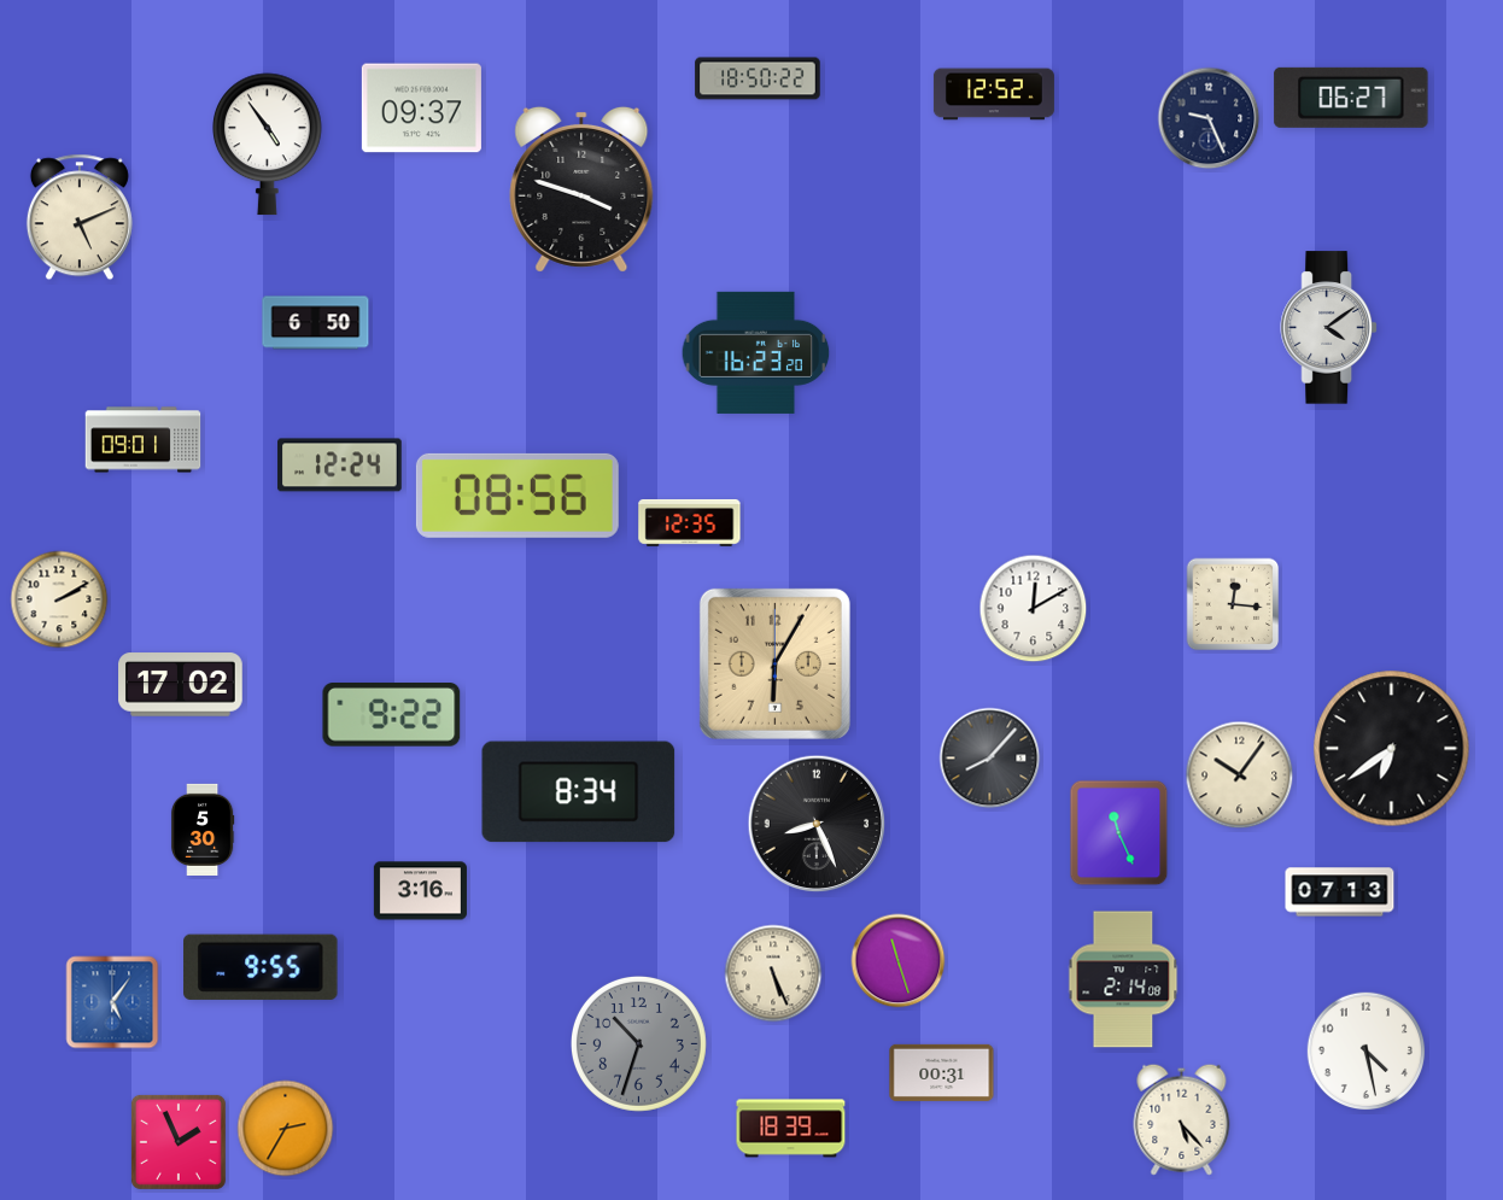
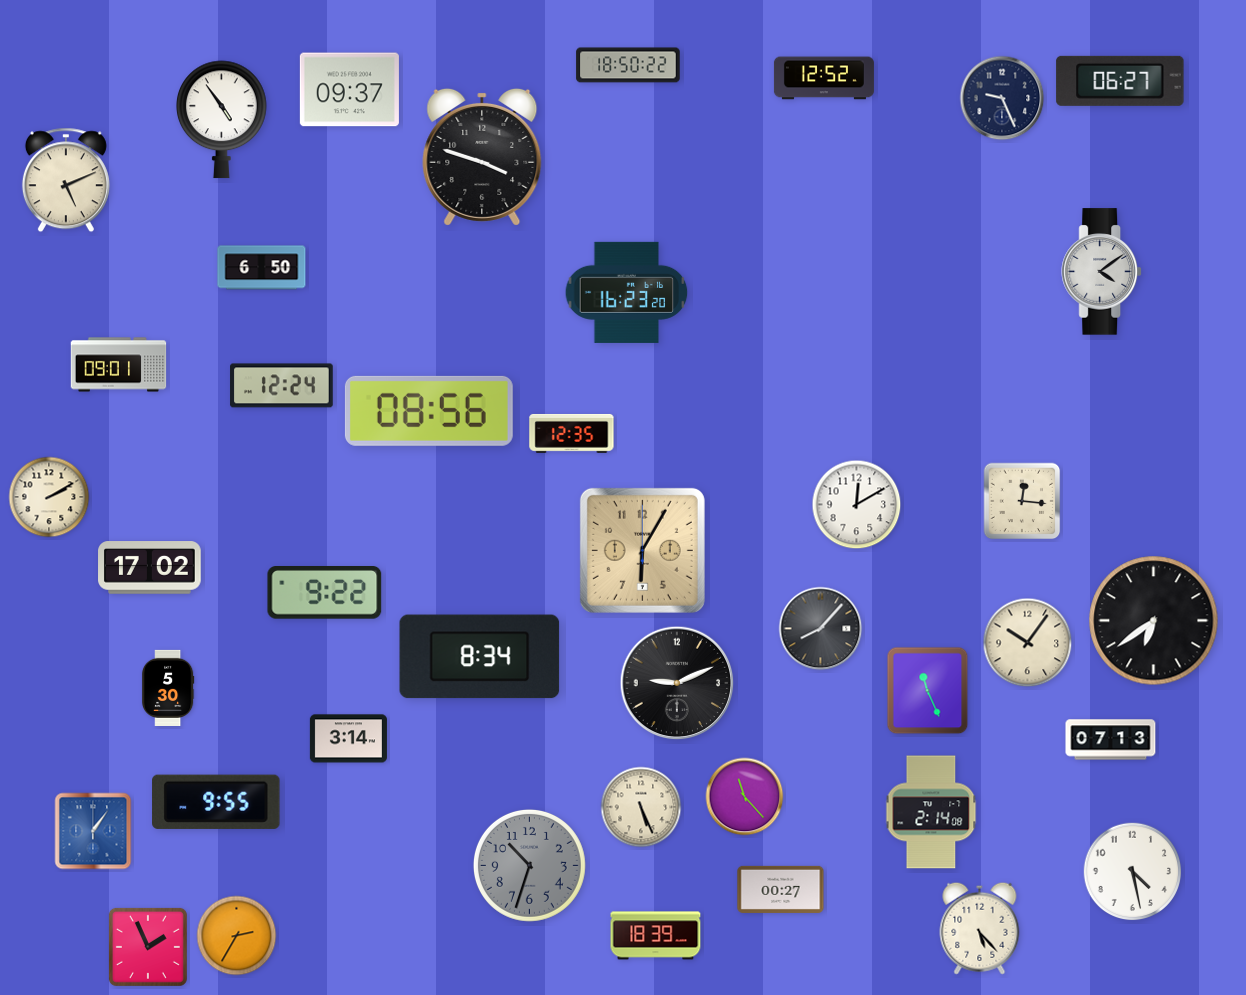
clock at (817, 824): 8:26 -> 9:11
clock at (420, 891): 3:16 -> 3:14
clock at (899, 961): 11:27 -> 11:23
clock at (112, 1002): 5:06 -> 1:06
clock at (942, 1072): 00:31 -> 00:27
